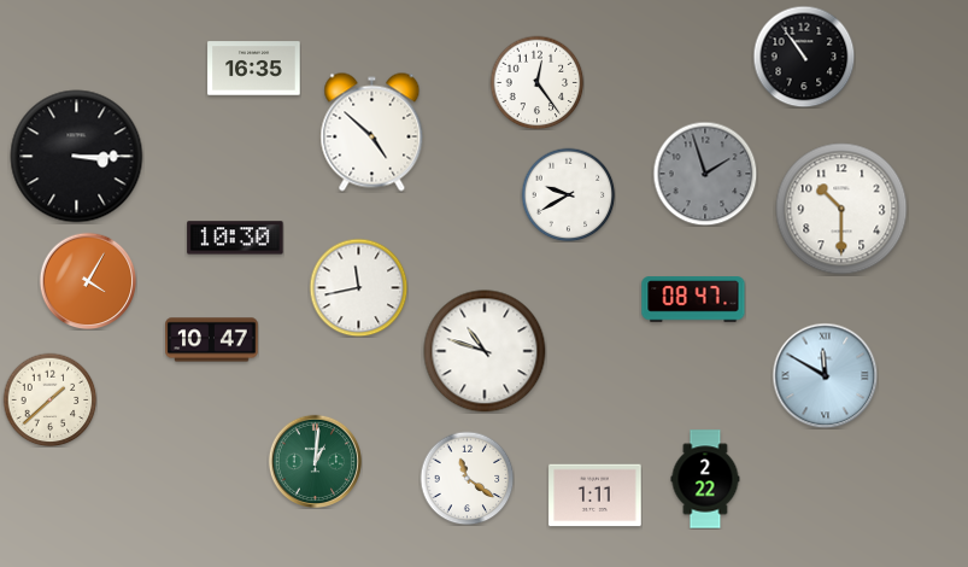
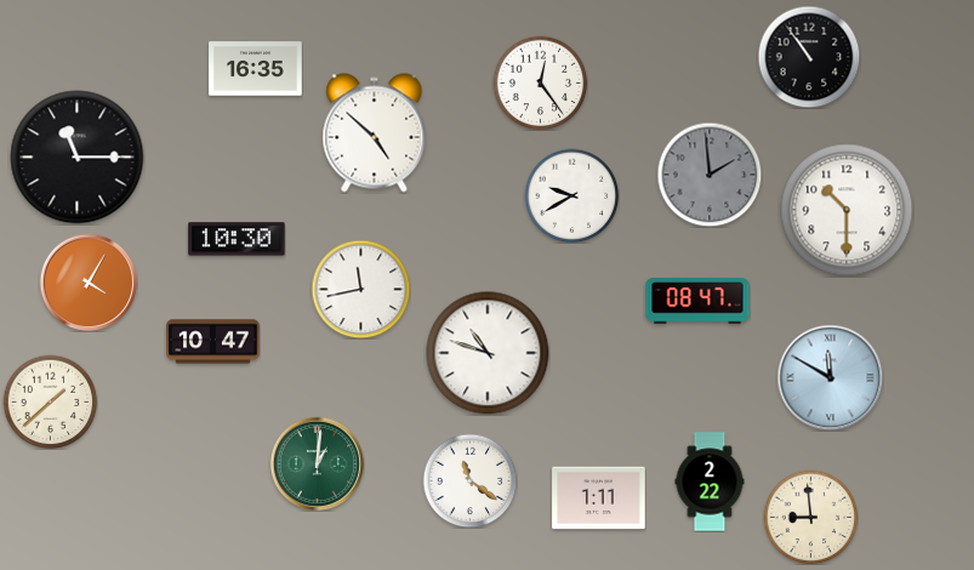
clock at (77, 157): 3:15 -> 11:15
clock at (705, 174): 1:57 -> 1:59
clock at (810, 517): none -> 8:59
